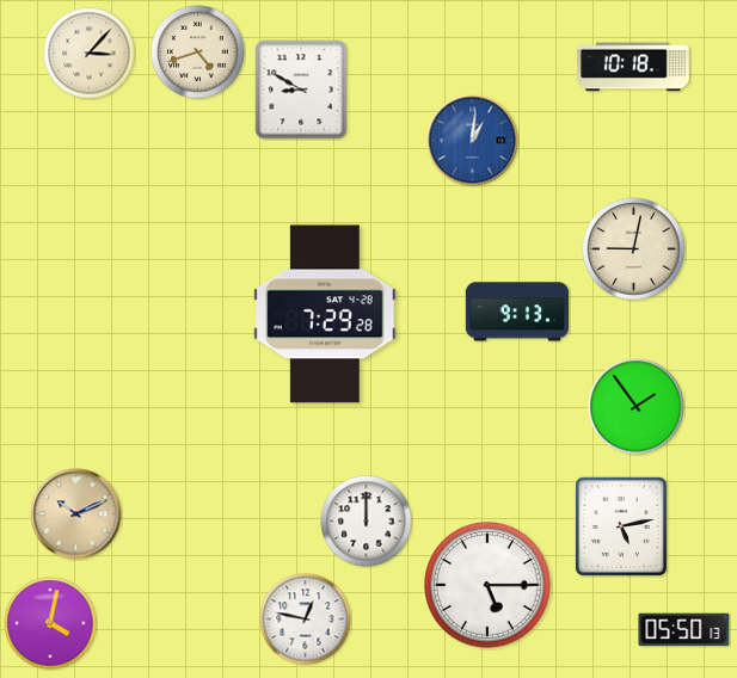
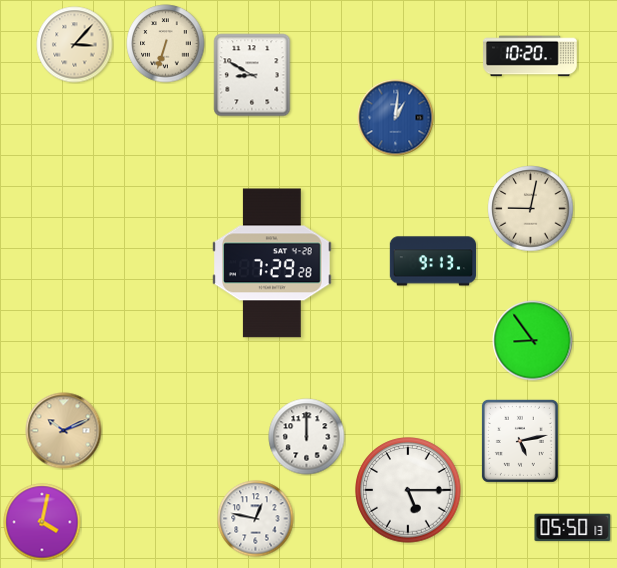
clock at (198, 53): 4:42 -> 6:33
clock at (633, 67): 10:18 -> 10:20
clock at (637, 407): 1:54 -> 8:54
